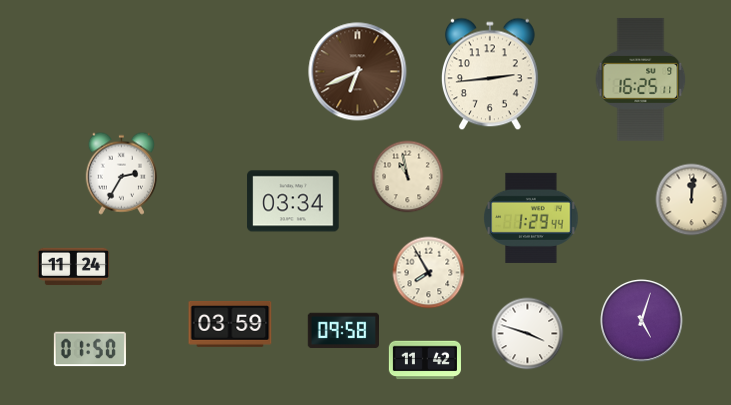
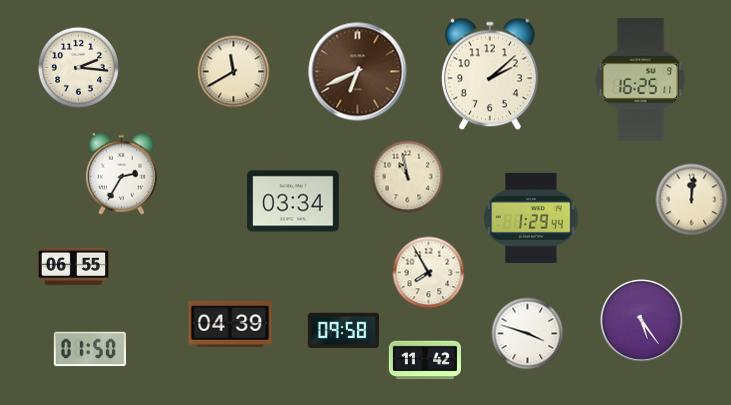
clock at (78, 67): none -> 2:16
clock at (234, 72): none -> 11:40
clock at (490, 74): 2:44 -> 2:08
clock at (74, 267): 11:24 -> 06:55
clock at (642, 321): 5:03 -> 5:24
clock at (230, 325): 03:59 -> 04:39
